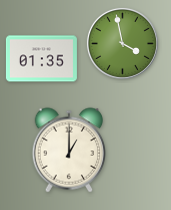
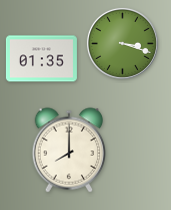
clock at (122, 43): 3:58 -> 3:18
clock at (69, 150): 1:00 -> 8:00
